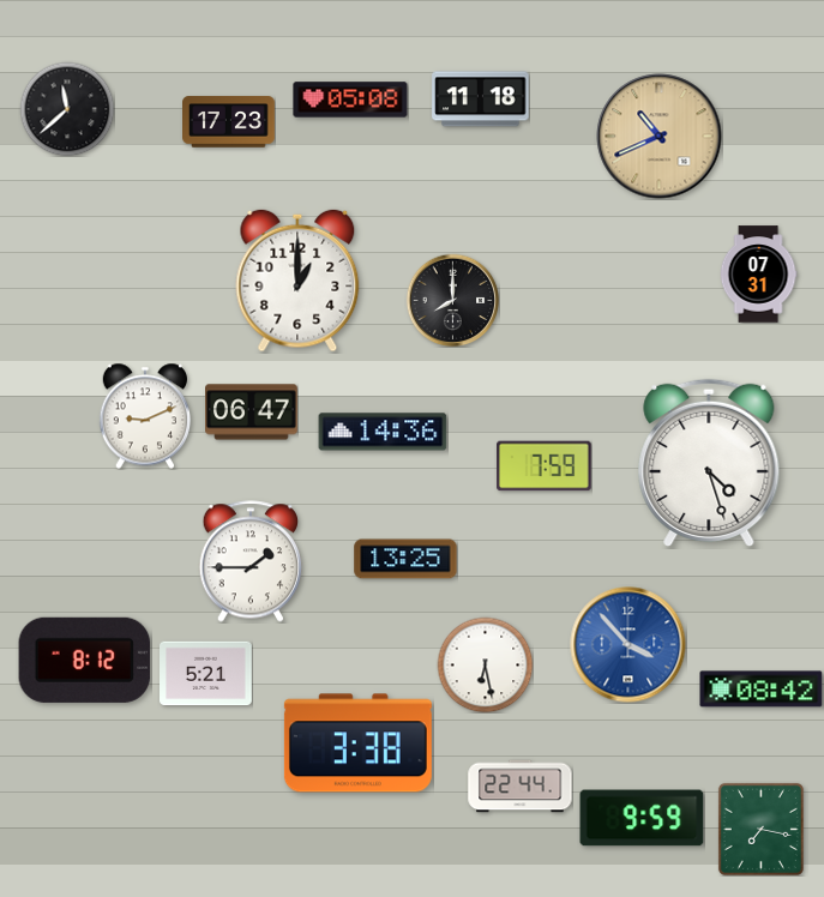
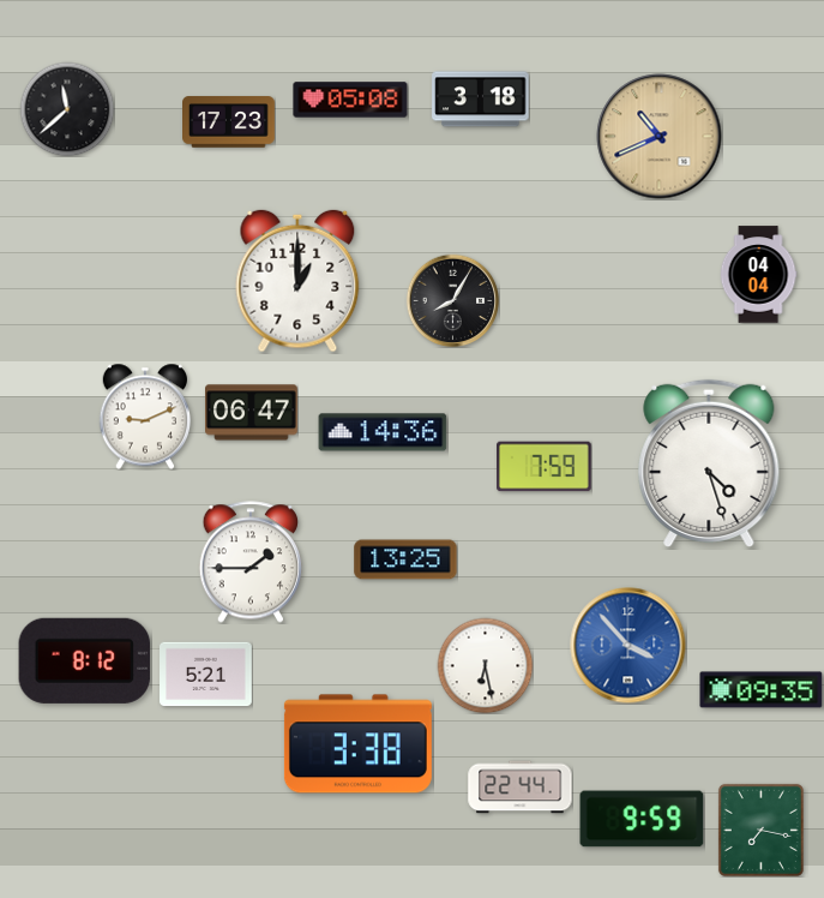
clock at (481, 100): 11:18 -> 3:18
clock at (758, 275): 07:31 -> 04:04
clock at (452, 300): 8:00 -> 8:05
clock at (762, 690): 08:42 -> 09:35
